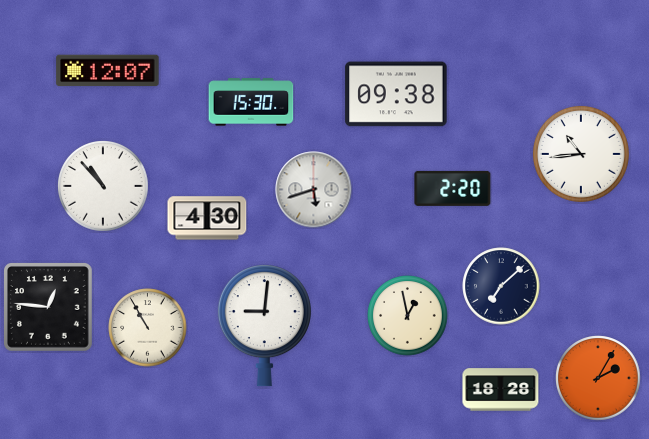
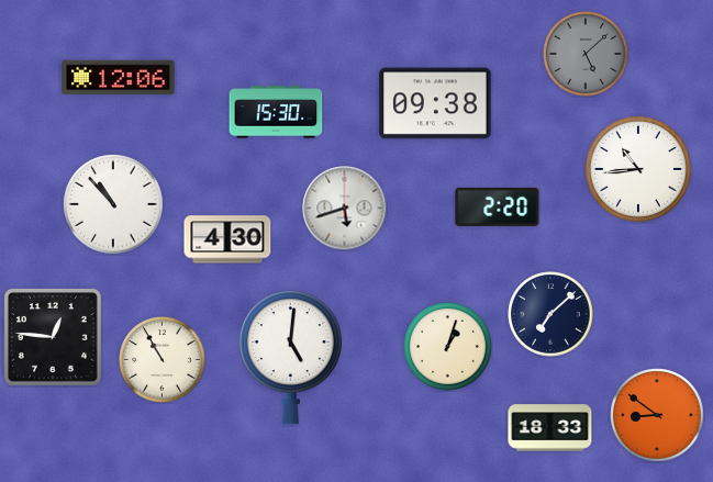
clock at (586, 54): none -> 5:08
clock at (108, 71): 12:07 -> 12:06
clock at (408, 316): 12:58 -> 1:03
clock at (264, 326): 9:01 -> 5:01
clock at (598, 378): 2:05 -> 8:51
clock at (501, 390): 18:28 -> 18:33
